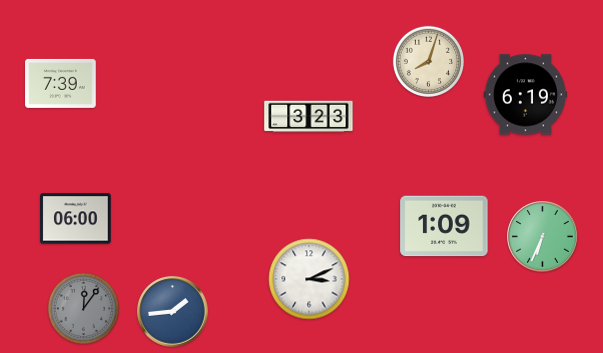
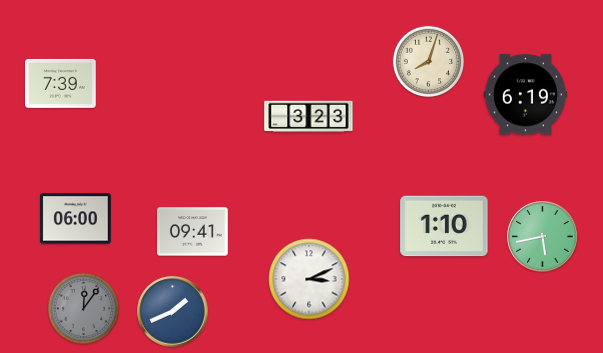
clock at (444, 226): 1:09 -> 1:10
clock at (193, 232): none -> 09:41
clock at (543, 237): 6:34 -> 5:43
clock at (173, 312): 1:44 -> 1:41
